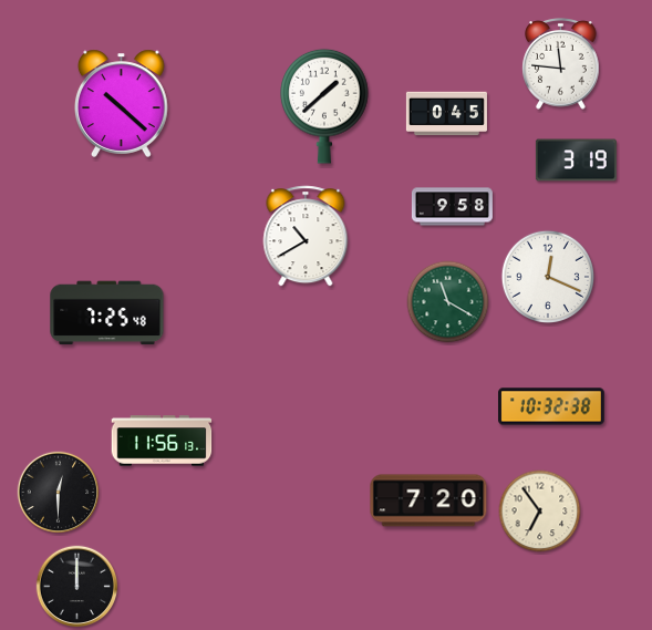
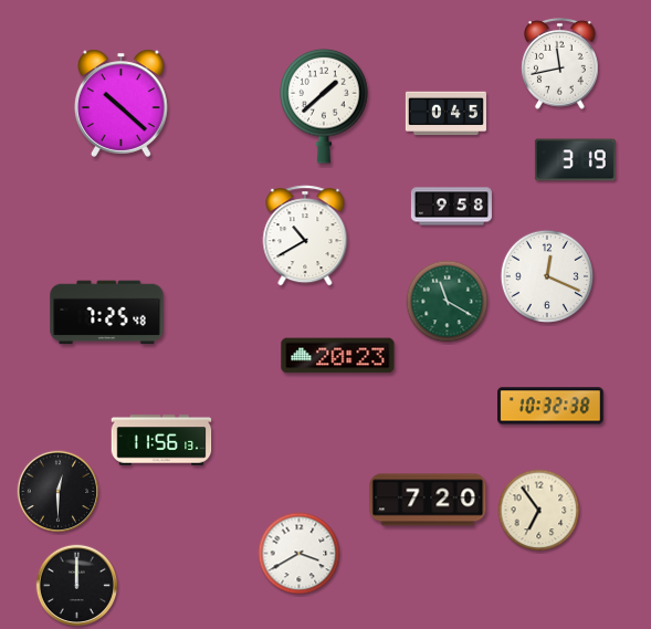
clock at (561, 64): 11:46 -> 11:43
clock at (338, 356): none -> 20:23
clock at (300, 554): none -> 3:40
